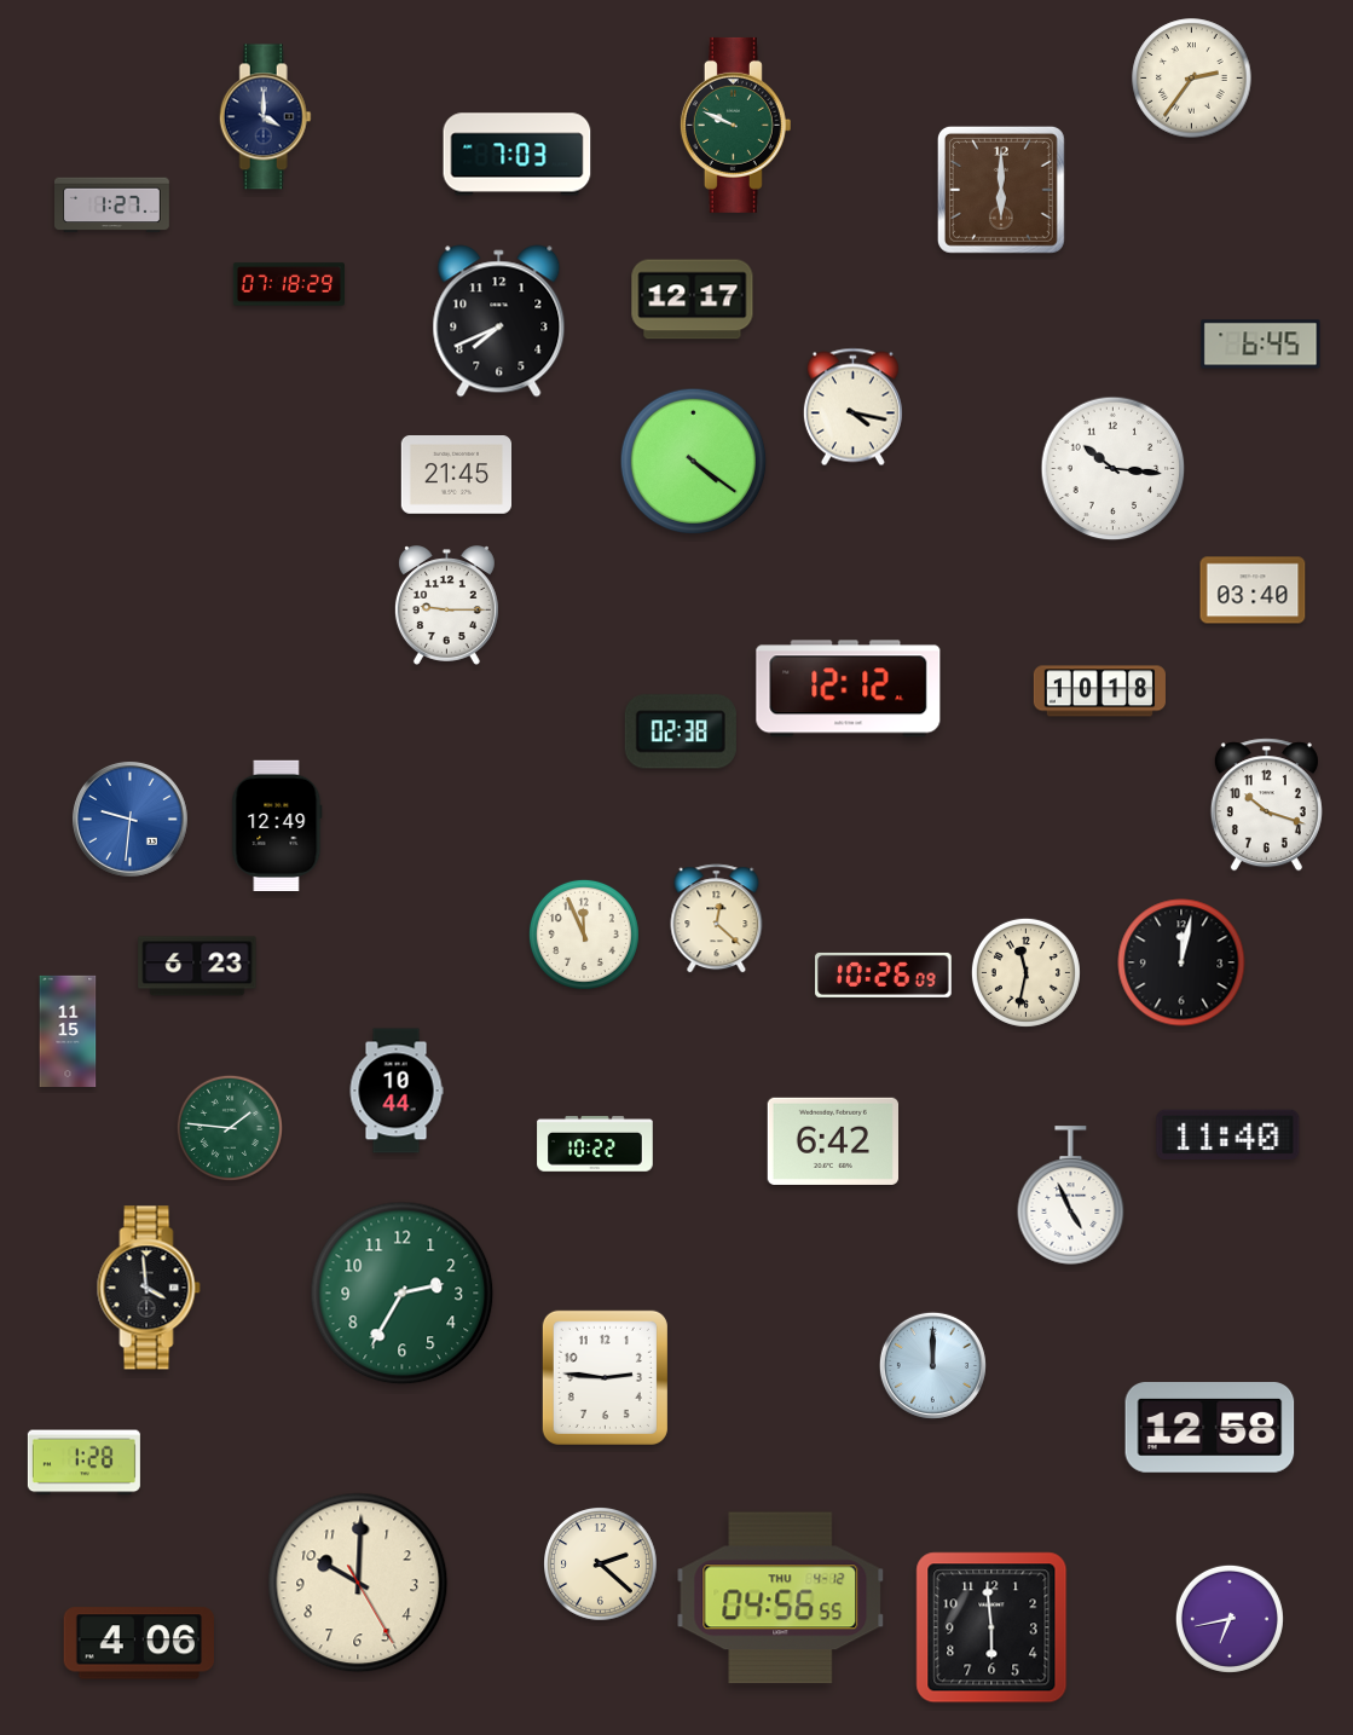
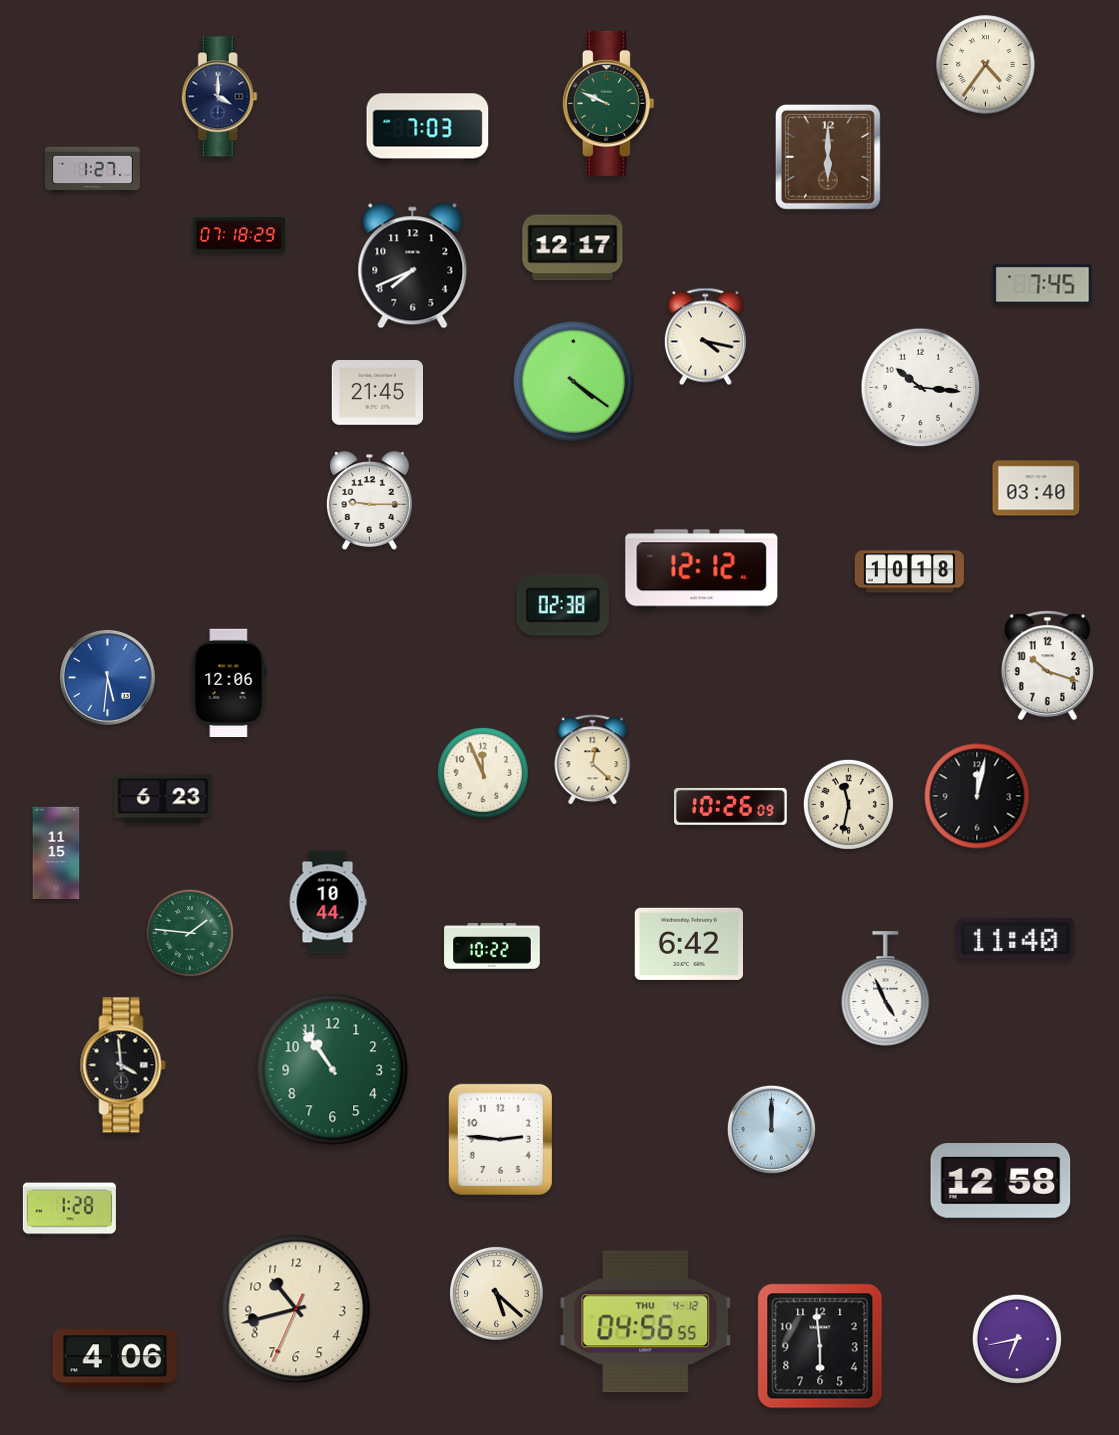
clock at (1192, 79): 2:36 -> 4:36
clock at (1261, 345): 6:45 -> 7:45
clock at (129, 819): 9:31 -> 5:31
clock at (277, 825): 12:49 -> 12:06
clock at (403, 1294): 2:35 -> 10:54
clock at (601, 1565): 2:22 -> 5:22
clock at (358, 1583): 10:00 -> 10:42
